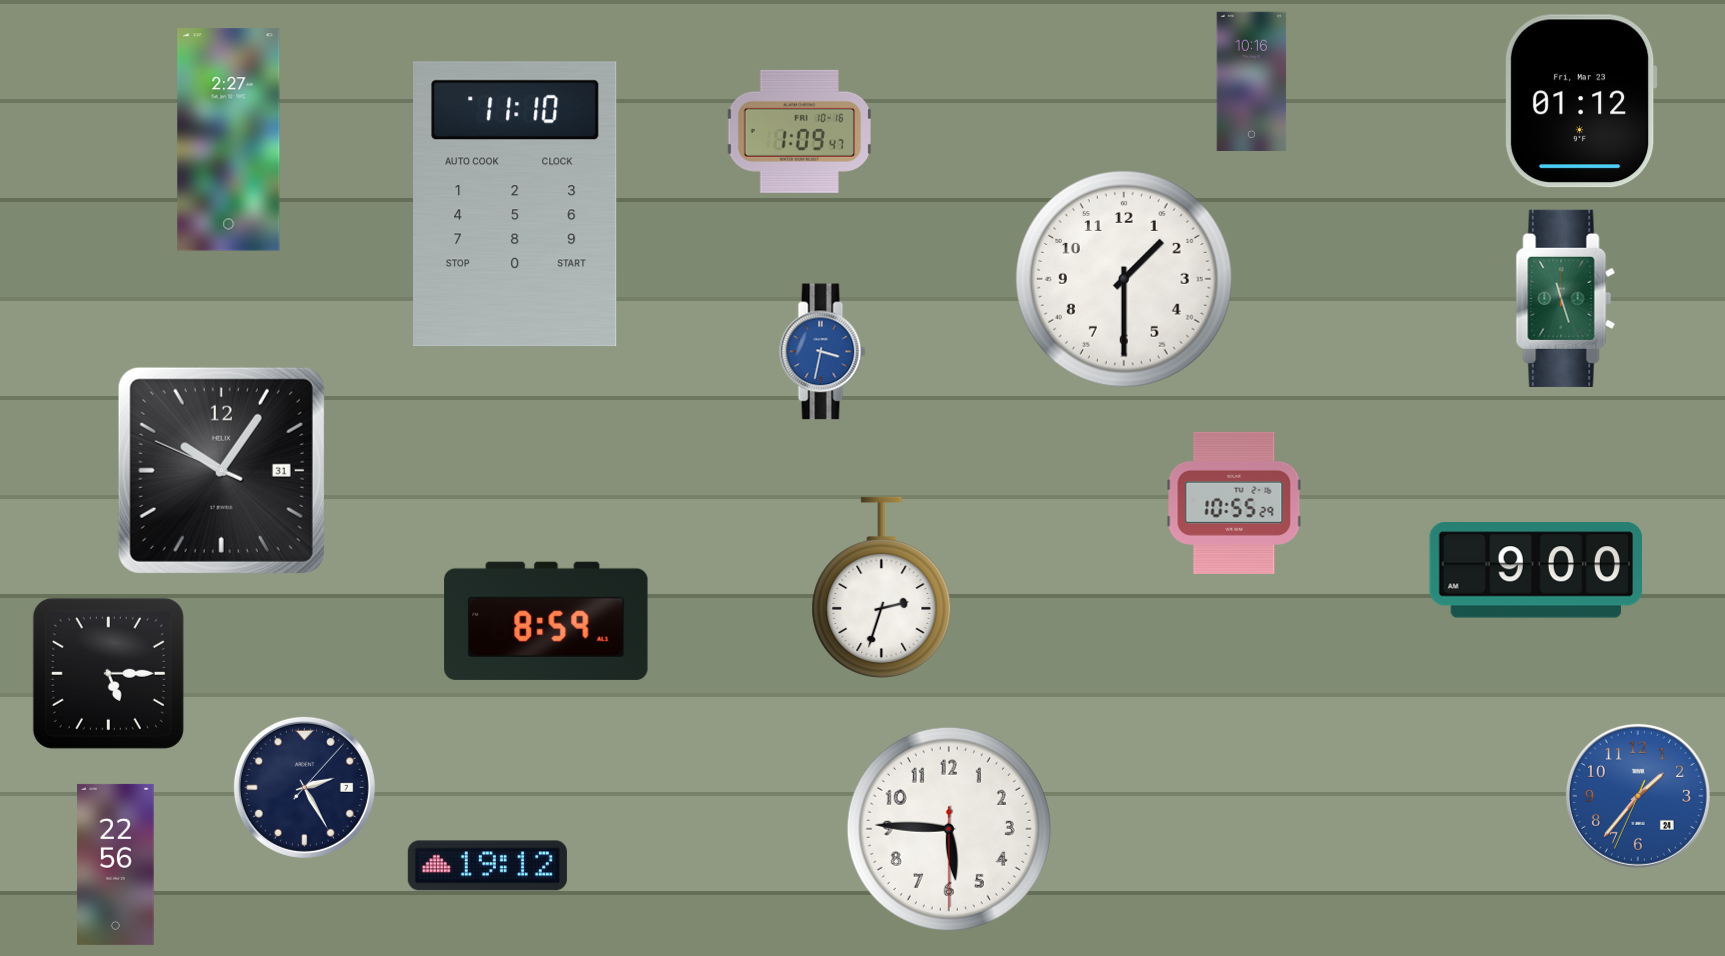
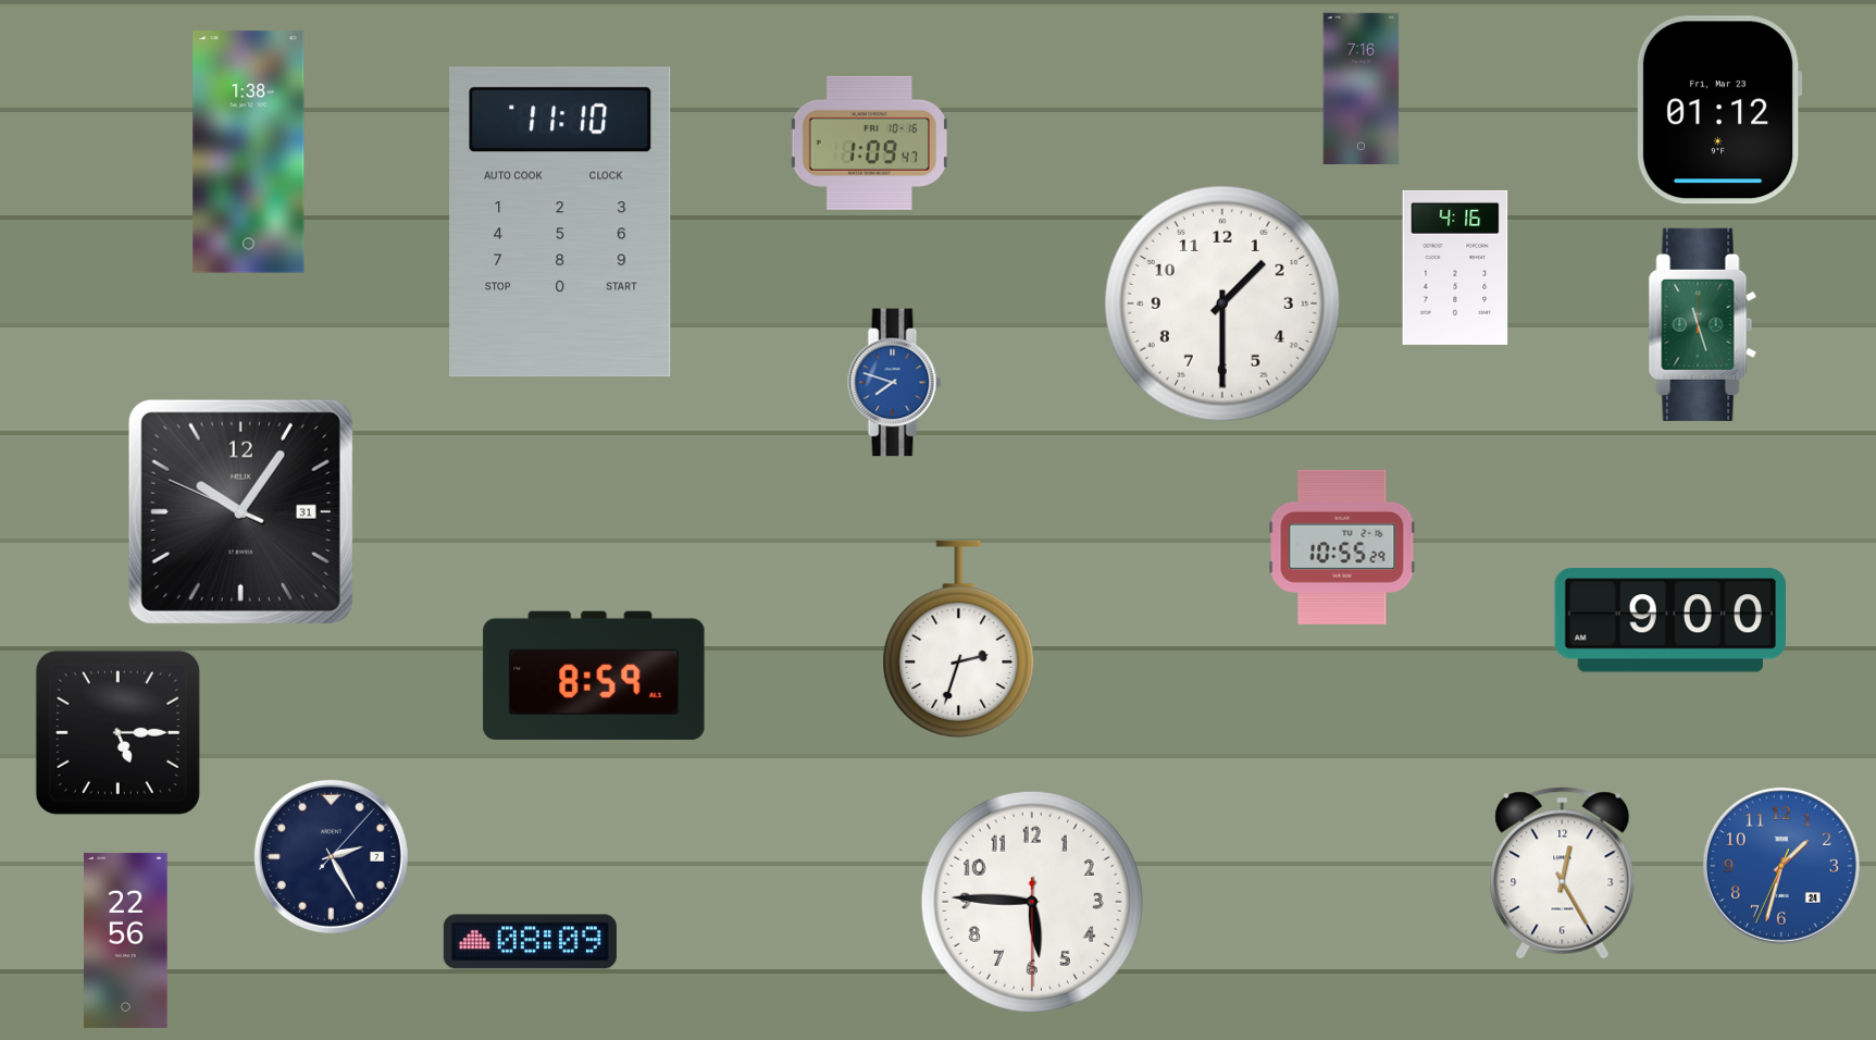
clock at (1252, 81): 10:16 -> 7:16
clock at (229, 140): 2:27 -> 1:38
clock at (1455, 268): none -> 4:16
clock at (823, 352): 3:32 -> 7:48
clock at (1638, 796): 1:36 -> 1:32
clock at (1563, 874): none -> 12:25
clock at (487, 866): 19:12 -> 08:09
